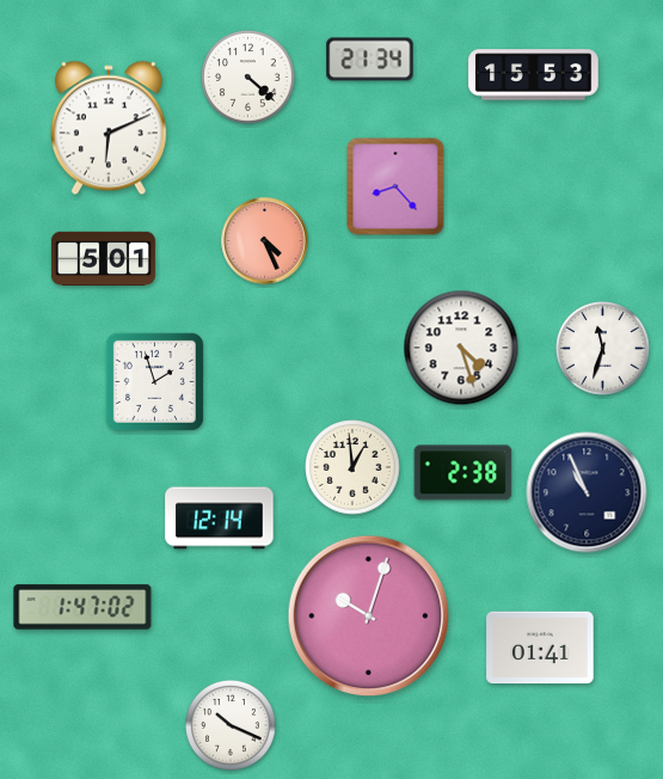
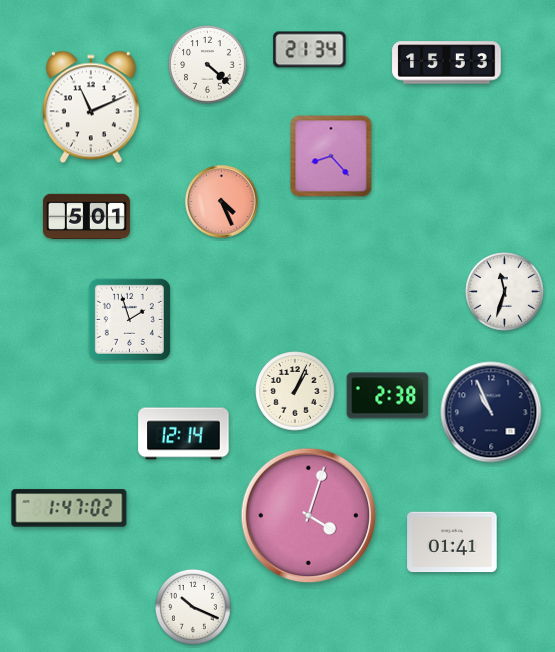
clock at (109, 128): 6:11 -> 11:11
clock at (461, 348): 4:27 -> none
clock at (352, 467): 12:59 -> 1:04
clock at (369, 617): 10:03 -> 4:03
